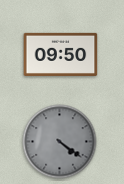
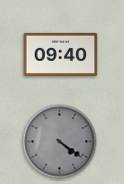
clock at (61, 54): 09:50 -> 09:40
